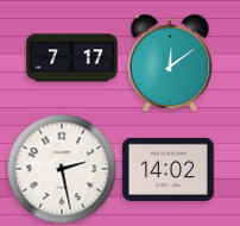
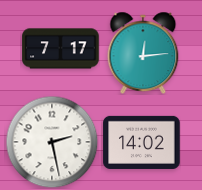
clock at (170, 63): 12:09 -> 12:14
